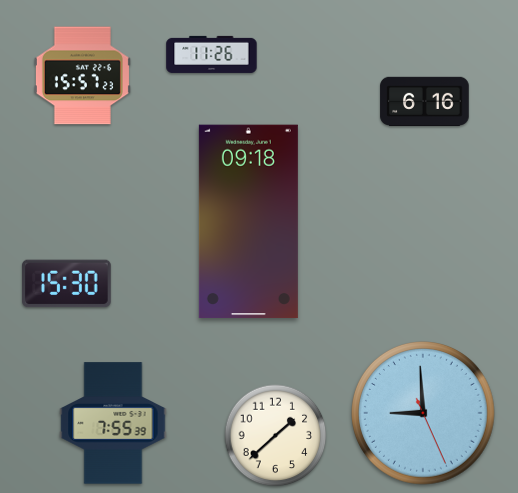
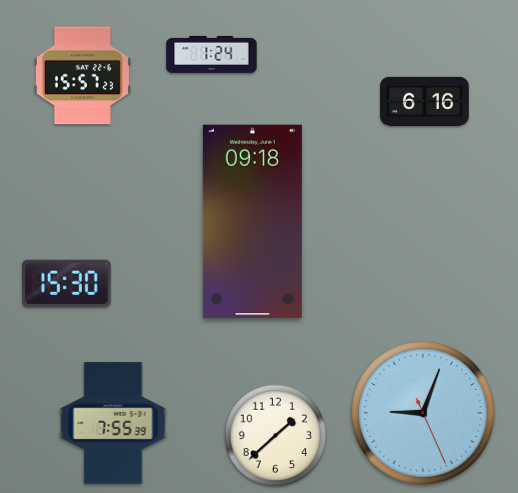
clock at (212, 54): 11:26 -> 1:24
clock at (248, 222) position: (248, 222) -> (252, 222)
clock at (424, 414): 8:59 -> 9:03
